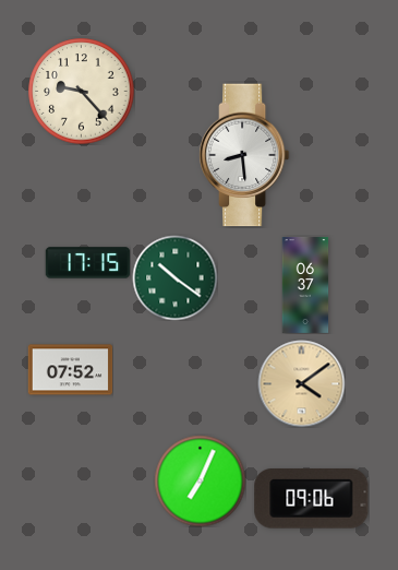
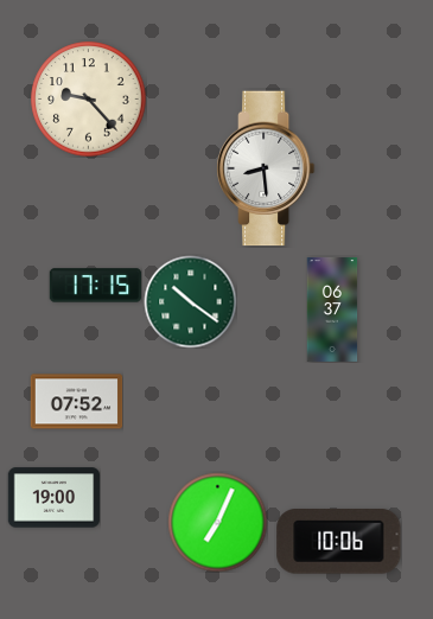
clock at (301, 383): 4:09 -> none
clock at (53, 498): none -> 19:00
clock at (312, 499): 09:06 -> 10:06
